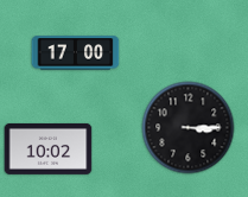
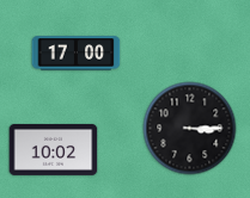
clock at (49, 148) position: (49, 148) -> (54, 149)
